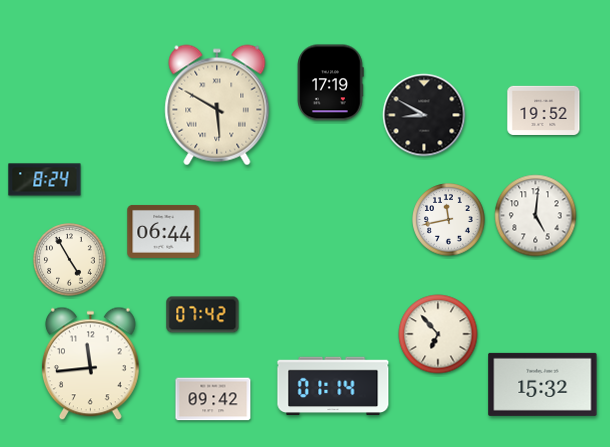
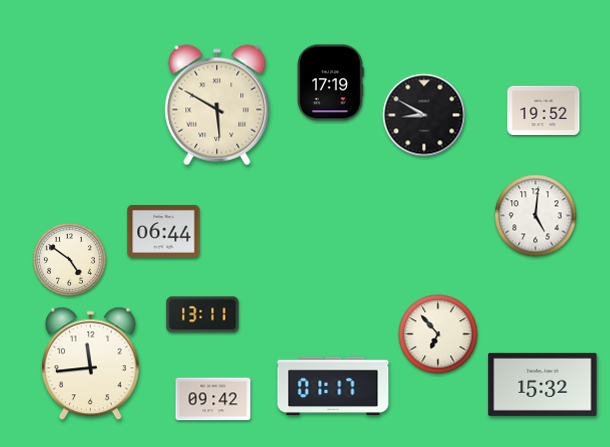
clock at (45, 180): 8:24 -> none
clock at (449, 220): 11:43 -> none
clock at (70, 260): 4:55 -> 4:51
clock at (203, 315): 07:42 -> 13:11
clock at (333, 386): 01:14 -> 01:17
